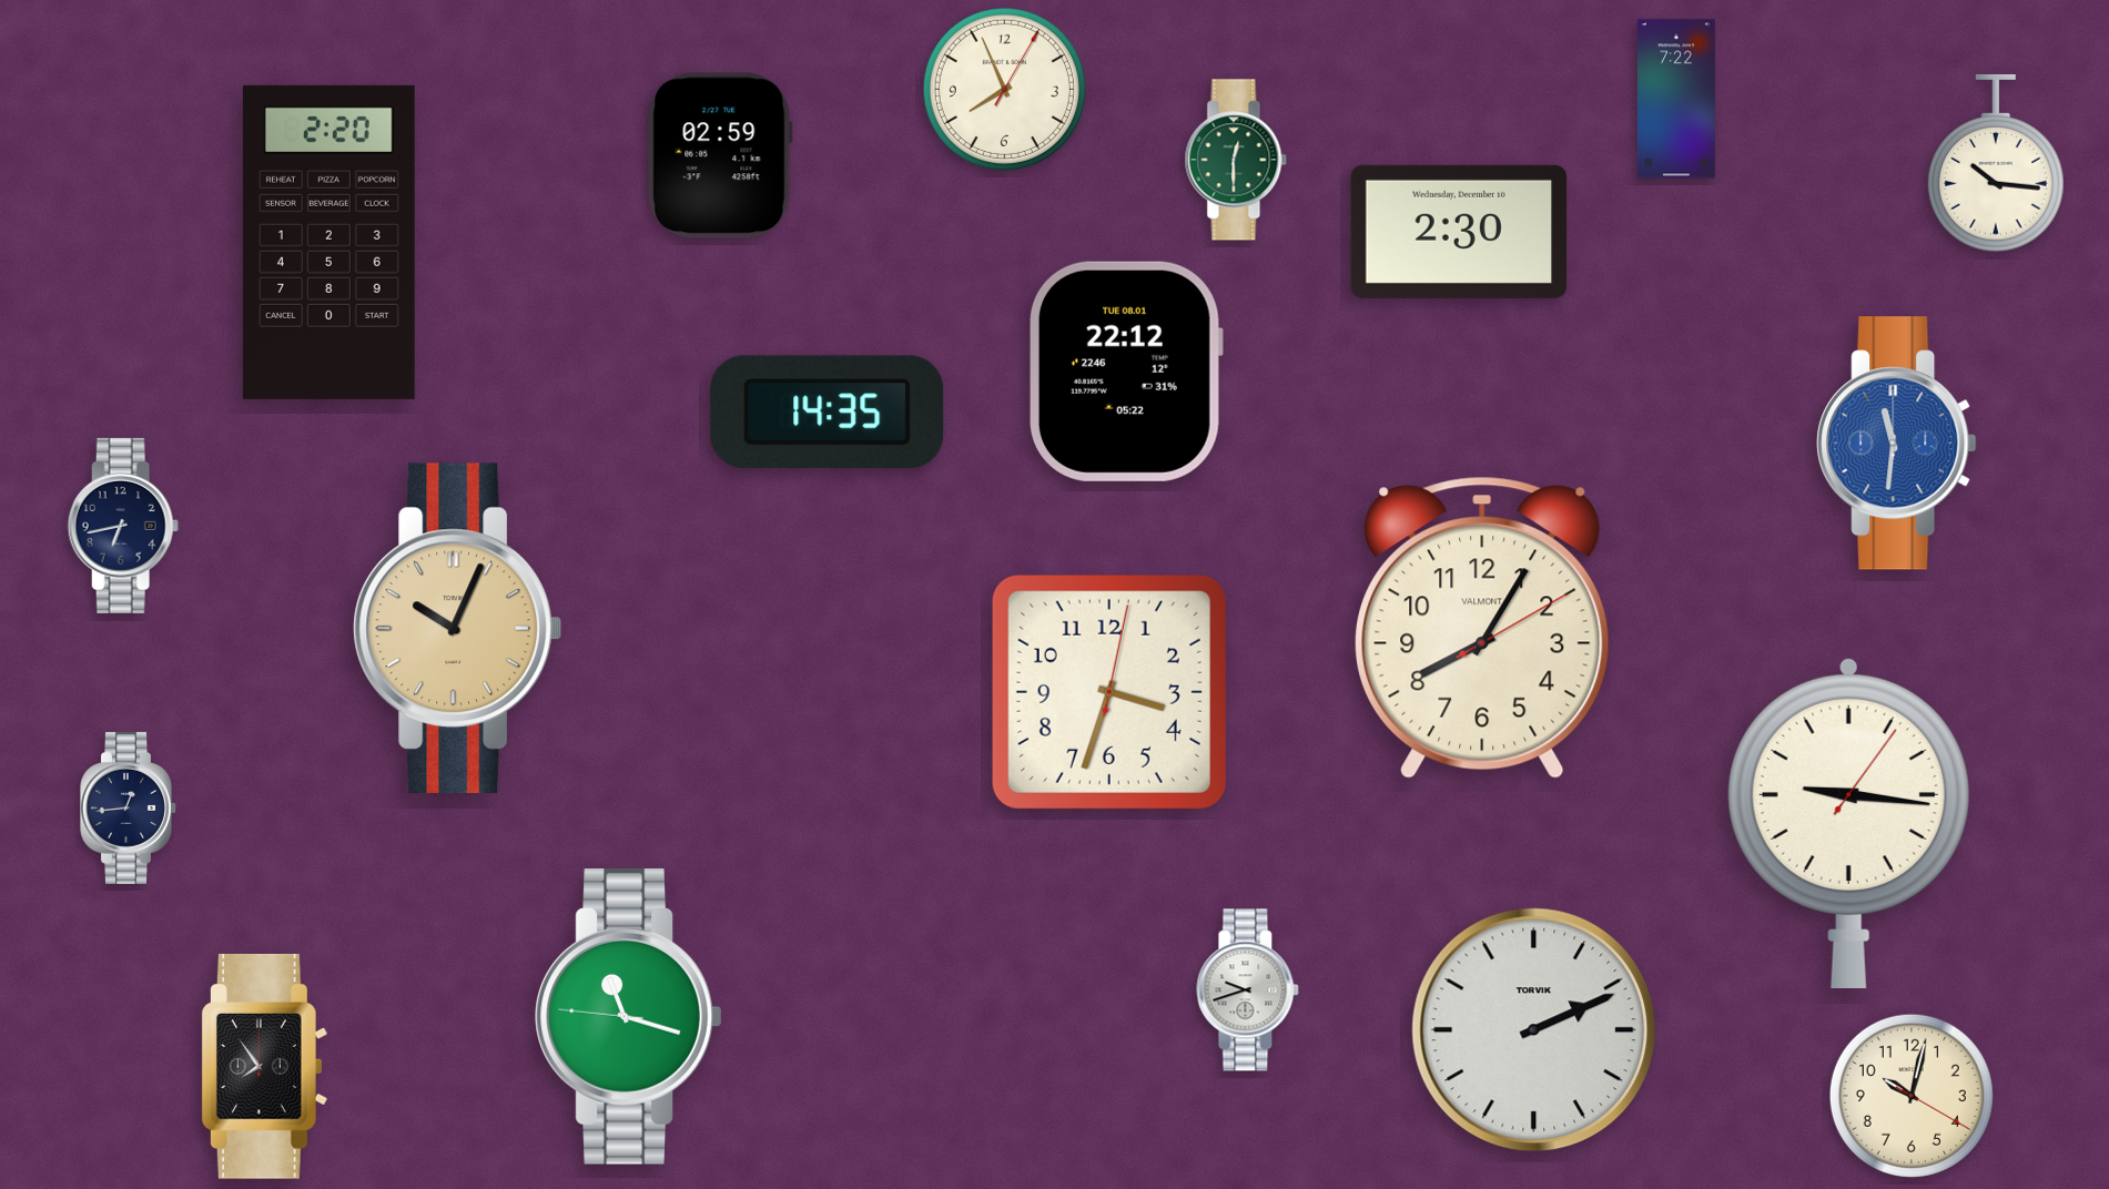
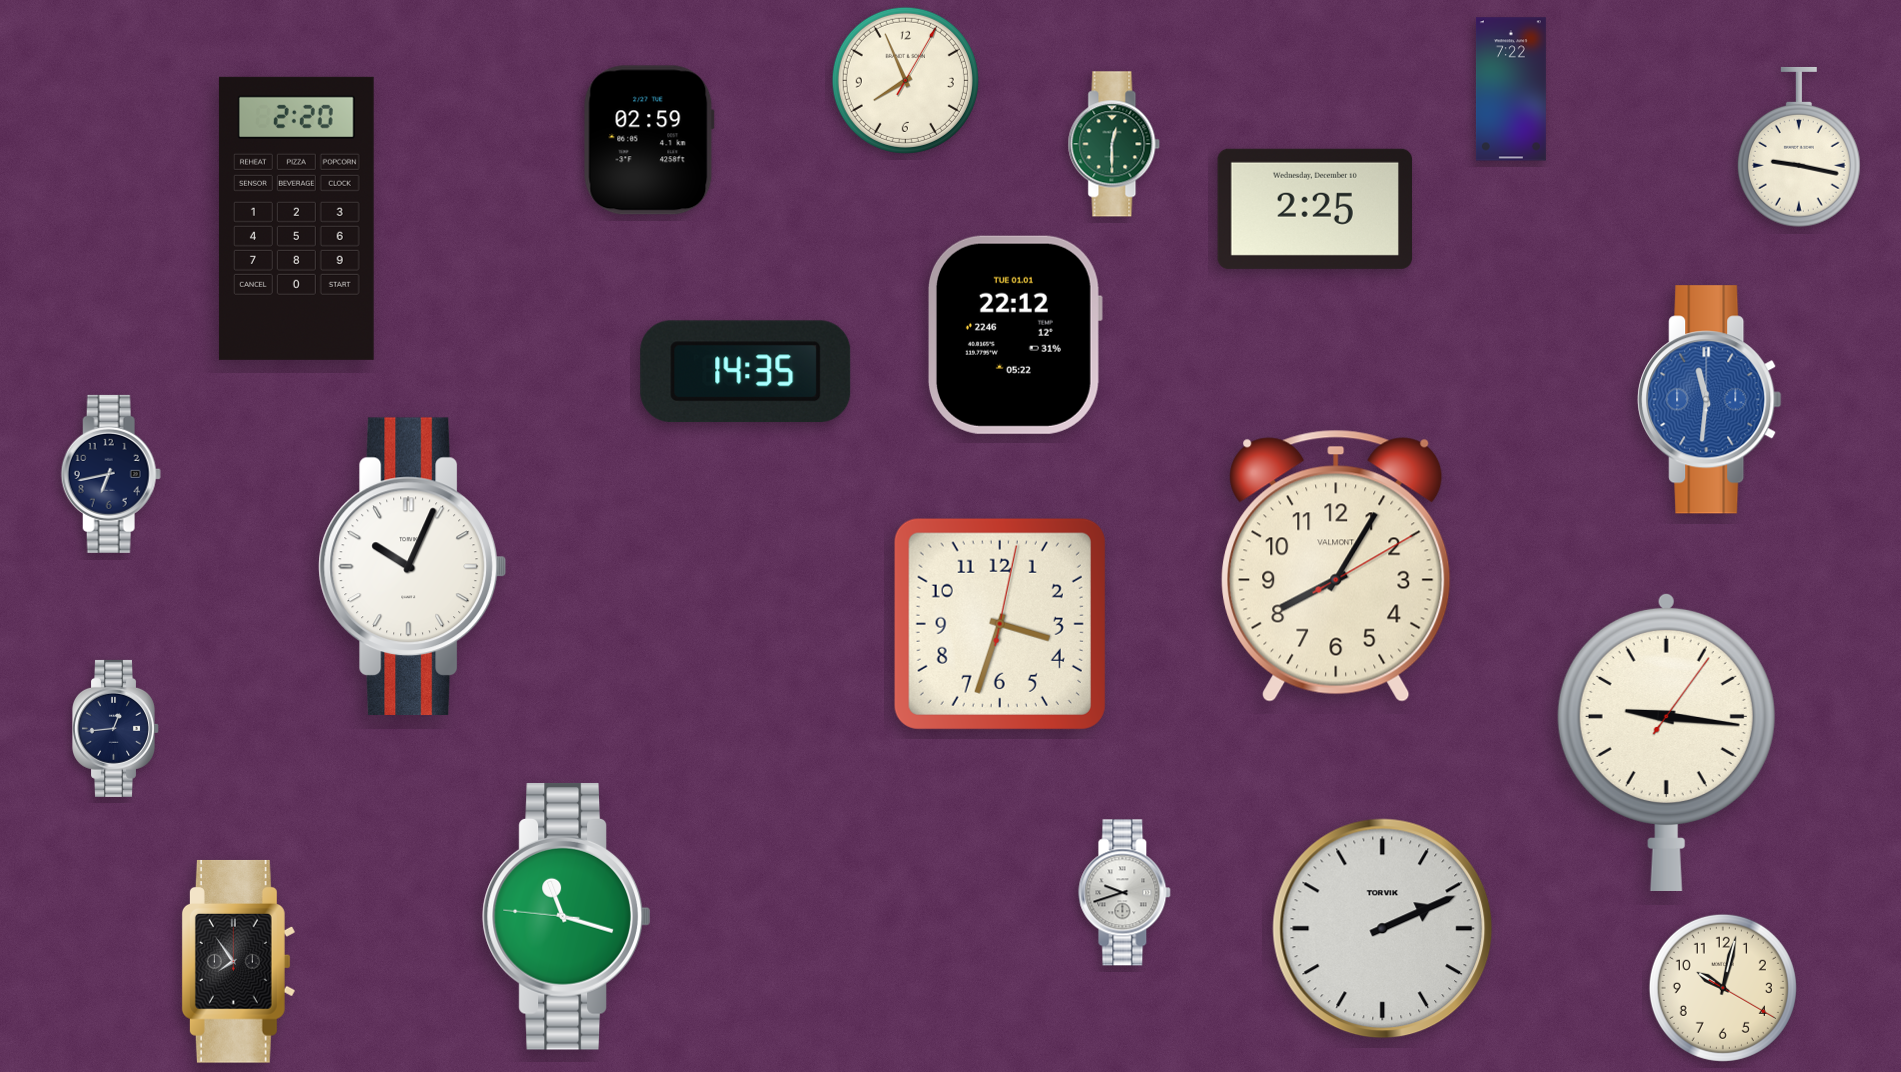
clock at (1996, 163): 10:16 -> 9:17
clock at (1459, 232): 2:30 -> 2:25
clock at (1125, 372) date: TUE 08.01 -> TUE 01.01
clock at (457, 628) dial: champagne -> white
